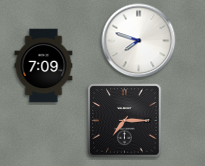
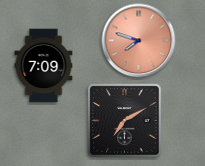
clock at (139, 41) dial: white -> salmon
clock at (125, 121): 7:15 -> 7:10
